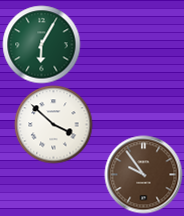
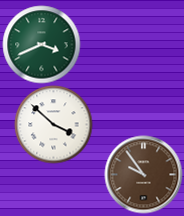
clock at (41, 44): 6:05 -> 3:41
